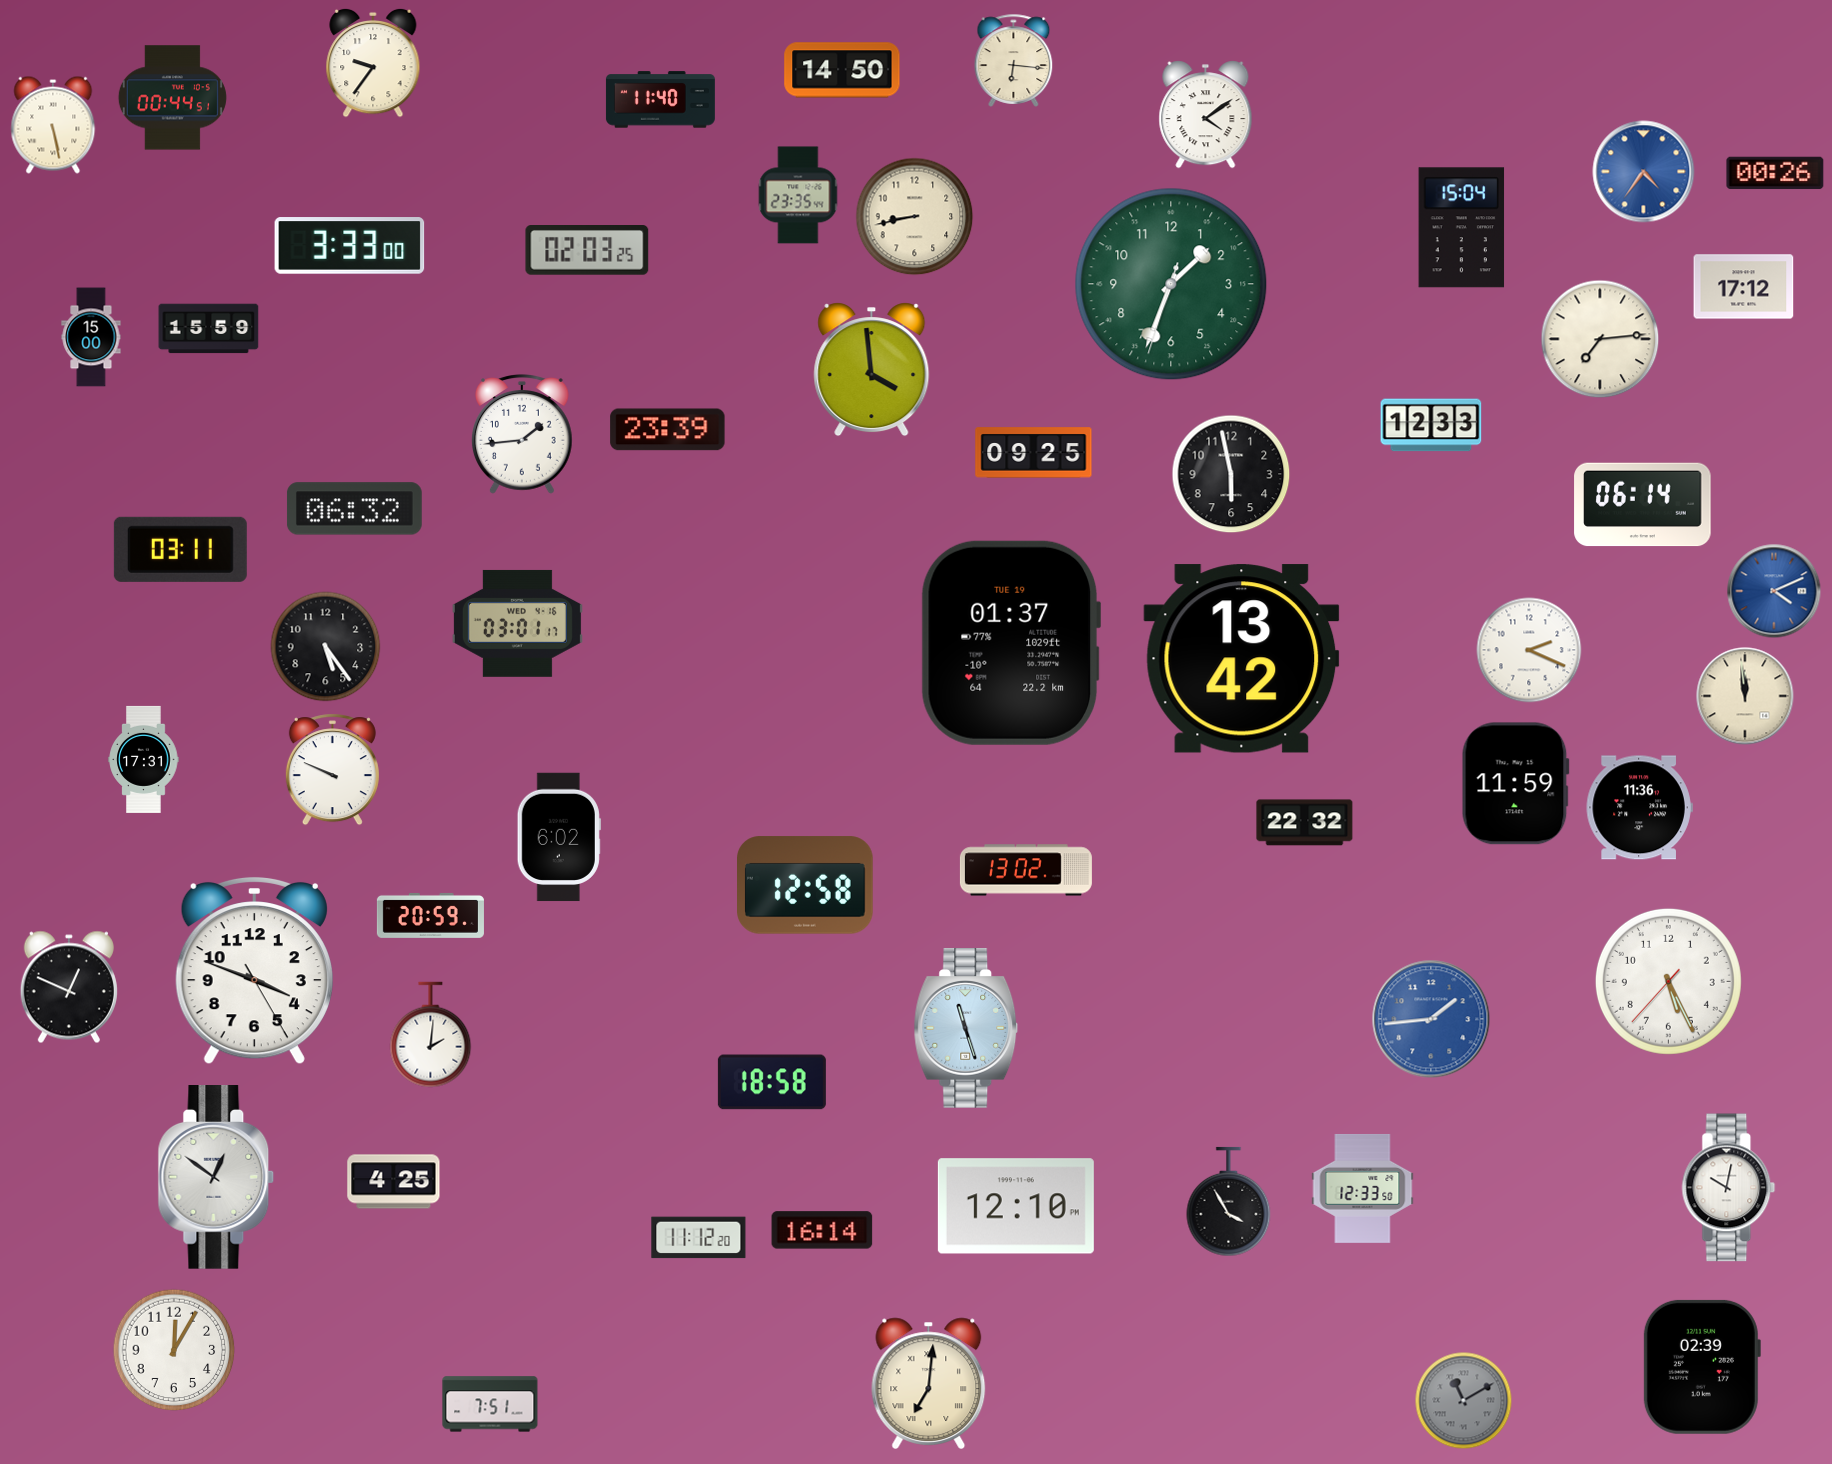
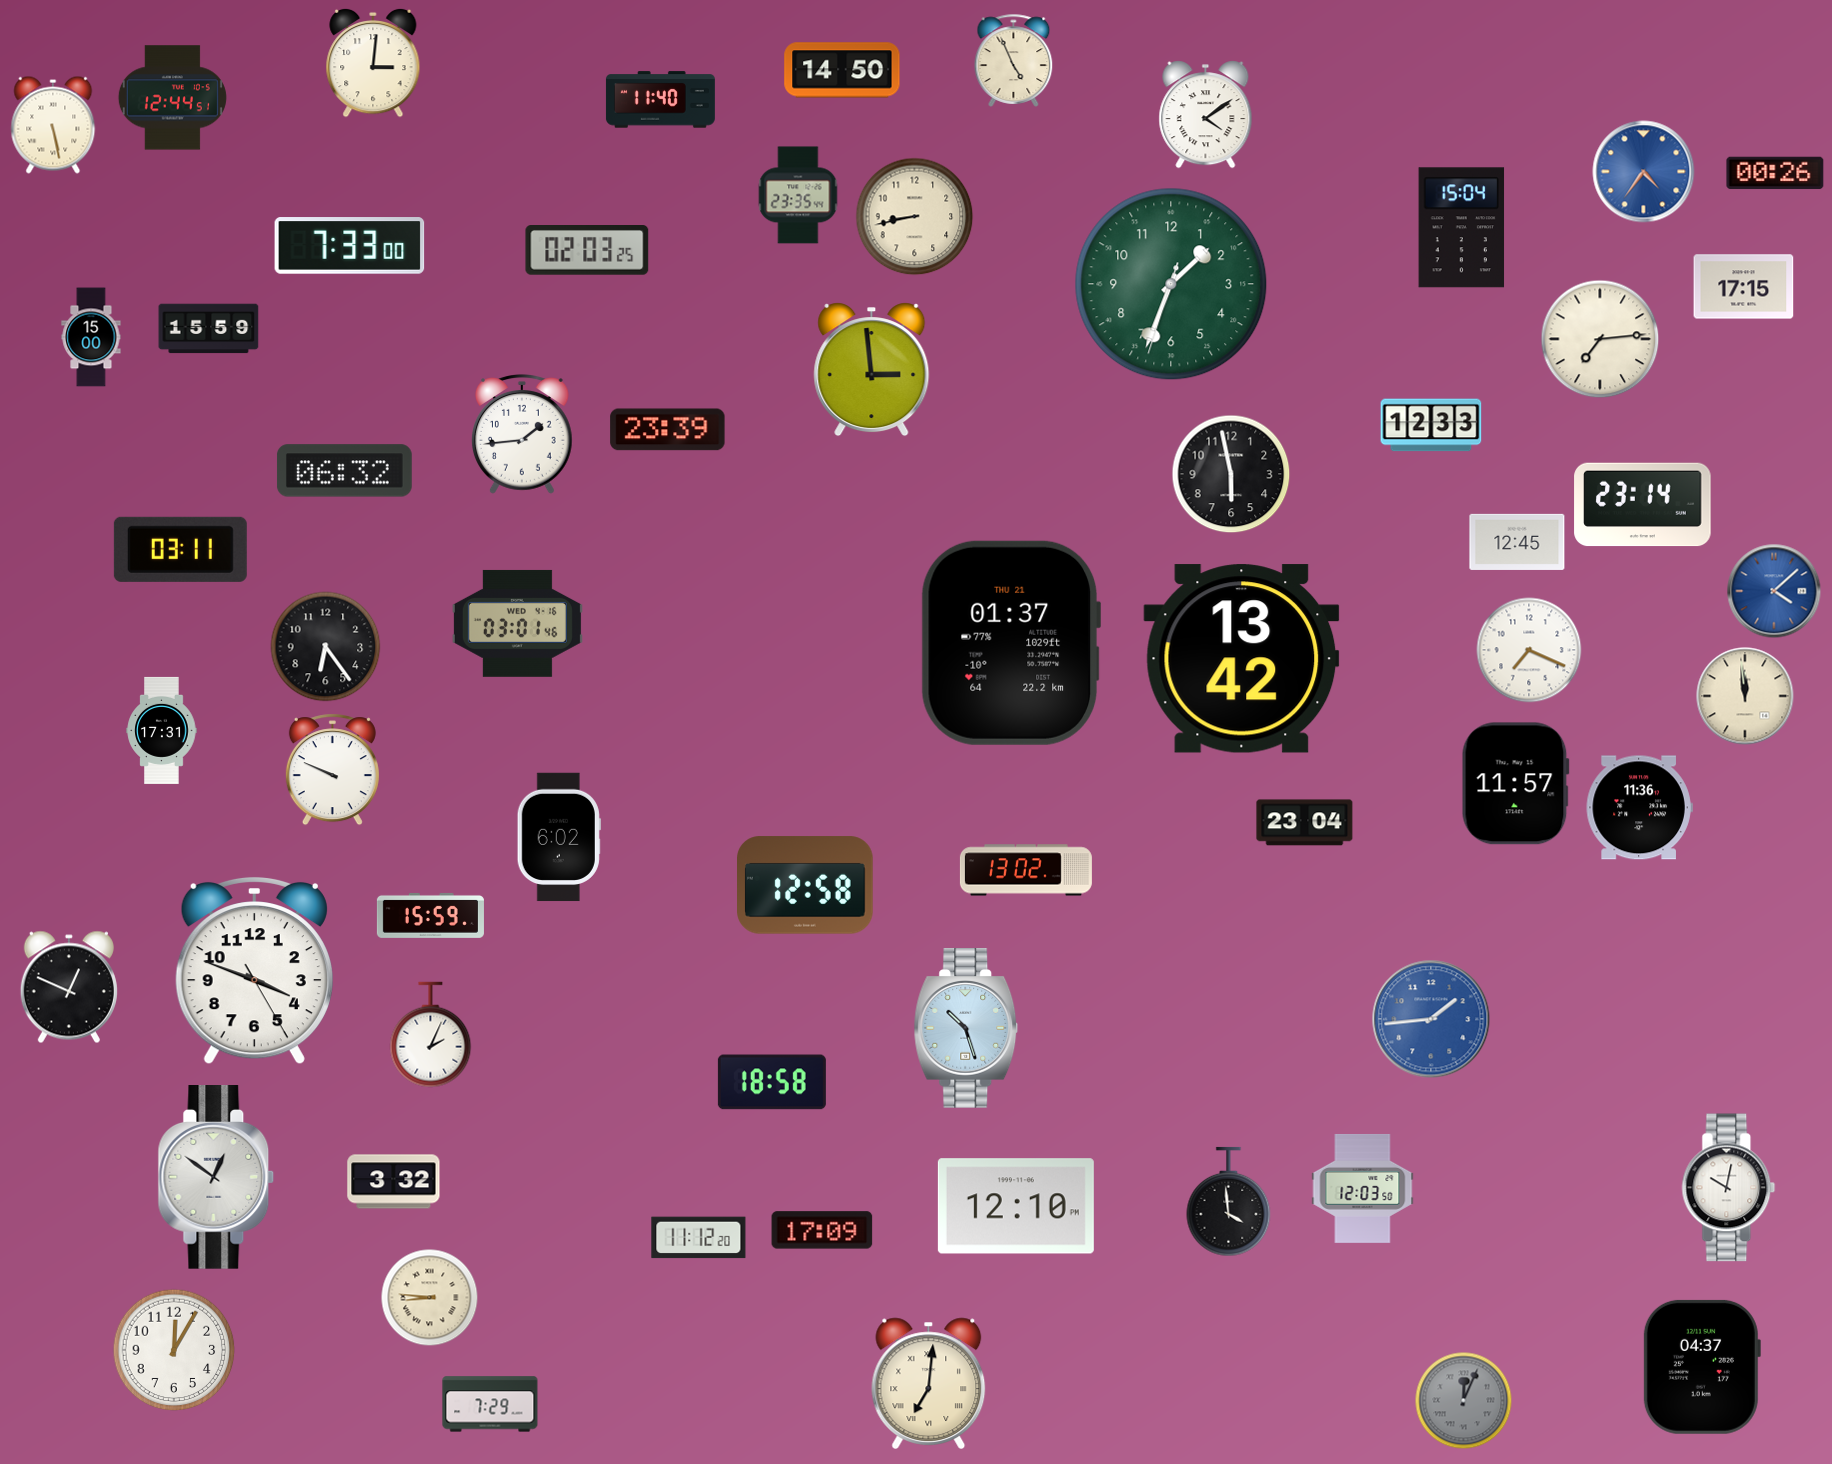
clock at (1014, 60): 6:16 -> 4:56
clock at (373, 63): 9:36 -> 3:01
clock at (172, 98): 00:44 -> 12:44
clock at (350, 246): 3:33 -> 7:33
clock at (1744, 287): 17:12 -> 17:15
clock at (872, 370): 3:59 -> 2:59
clock at (1034, 453): 09:25 -> none
clock at (1643, 505): 06:14 -> 23:14
clock at (354, 509) position: (354, 509) -> (344, 471)
clock at (1517, 542): none -> 12:45
clock at (1774, 591): 4:11 -> 4:08
clock at (517, 623): 03:01:17 -> 03:01:46
clock at (1010, 643) date: TUE 19 -> THU 21
clock at (326, 647): 5:24 -> 6:24
clock at (1529, 650): 2:19 -> 7:19
clock at (144, 759) position: (144, 759) -> (162, 730)
clock at (1515, 784): 11:59 -> 11:57
clock at (1305, 823): 22:32 -> 23:04
clock at (430, 915): 20:59 -> 15:59
clock at (1668, 981): 5:25 -> none
clock at (966, 1028): 11:27 -> 10:27
clock at (431, 1035): 2:01 -> 2:04
clock at (394, 1182): 4:25 -> 3:32
clock at (1363, 1188): 12:33 -> 12:03
clock at (1229, 1202): 3:55 -> 3:59
clock at (822, 1230): 16:14 -> 17:09
clock at (430, 1298): none -> 8:46
clock at (1701, 1367): 02:39 -> 04:37
clock at (1464, 1401): 11:10 -> 12:04
clock at (490, 1404): 7:51 -> 7:29
